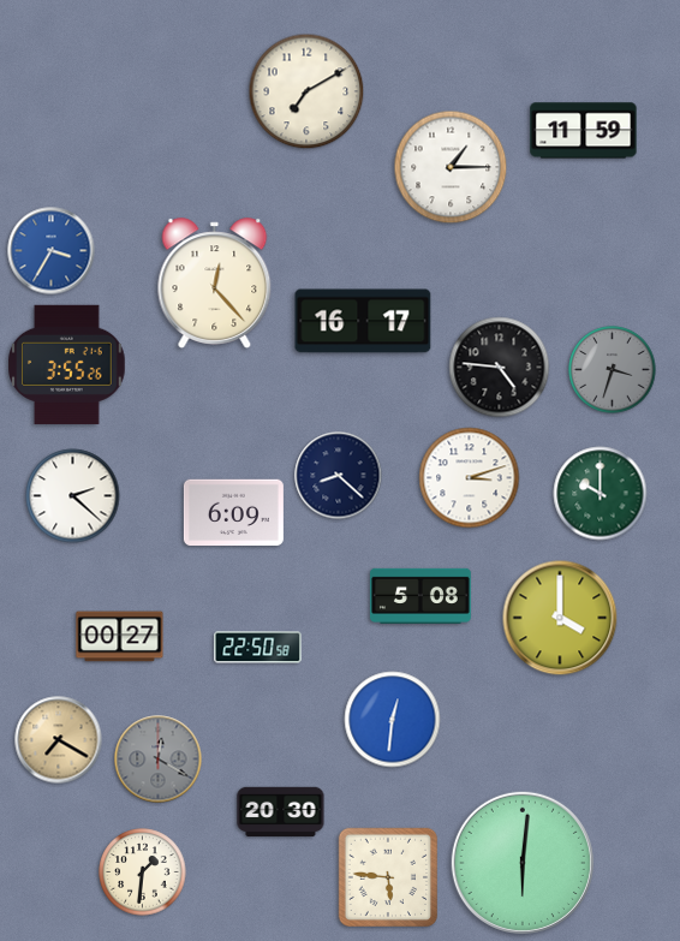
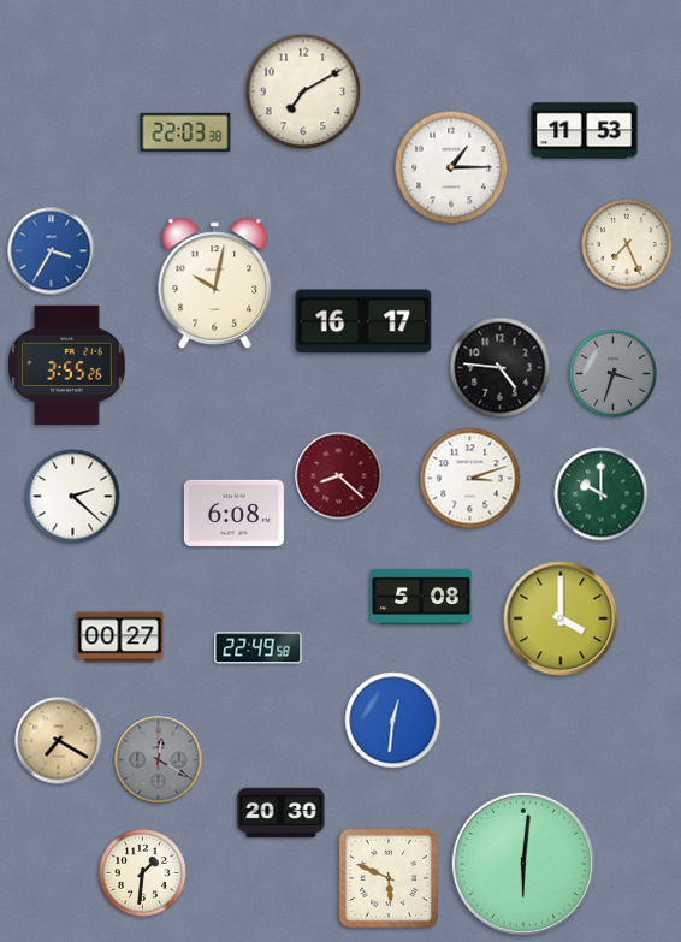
clock at (306, 91) position: (306, 91) -> (303, 91)
clock at (584, 131): 11:59 -> 11:53
clock at (185, 132): none -> 22:03
clock at (627, 244): none -> 7:26
clock at (215, 284): 12:23 -> 10:02
clock at (613, 370) position: (613, 370) -> (614, 374)
clock at (339, 476) dial: navy -> burgundy
clock at (233, 513): 6:09 -> 6:08
clock at (258, 648): 22:50 -> 22:49
clock at (388, 877): 5:46 -> 5:49
